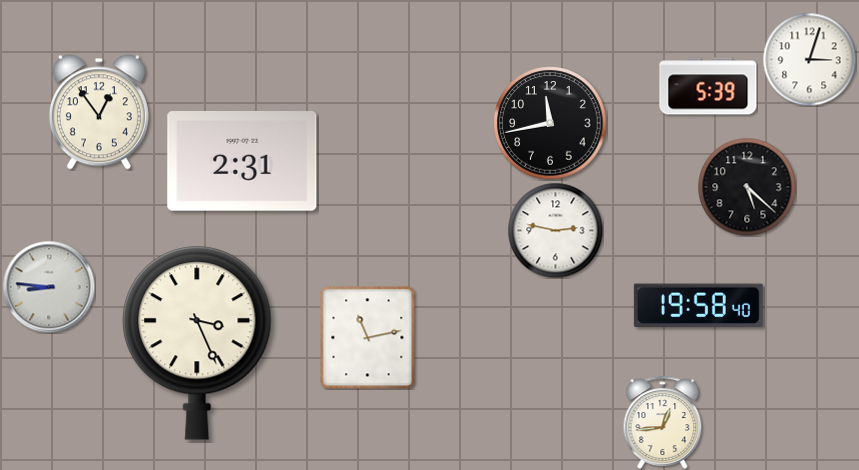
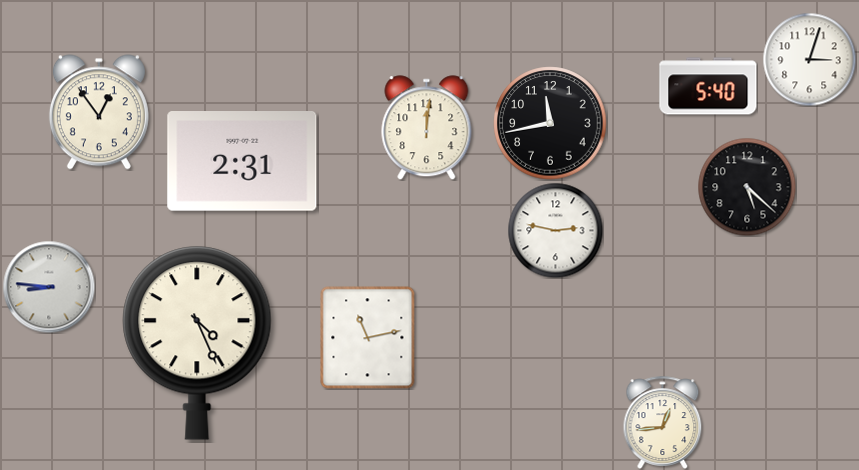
clock at (708, 86): 5:39 -> 5:40
clock at (427, 128): none -> 12:01
clock at (698, 306): 19:58 -> none
clock at (197, 343): 3:26 -> 4:26
